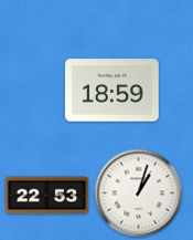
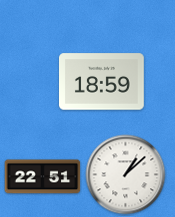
clock at (139, 194): 1:03 -> 1:08
clock at (47, 196): 22:53 -> 22:51
